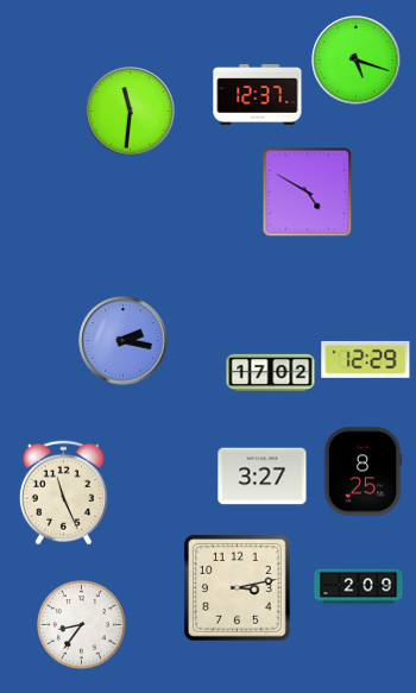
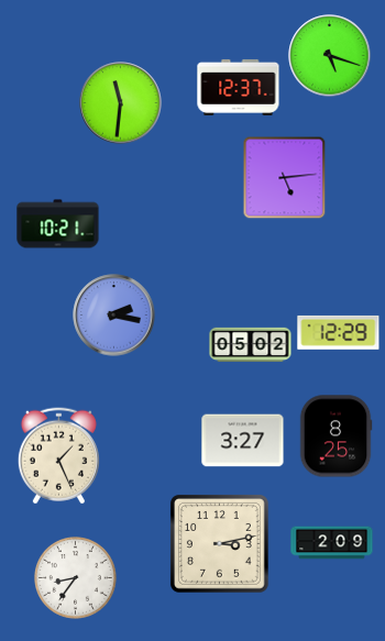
clock at (308, 193): 4:50 -> 5:14
clock at (58, 224): none -> 10:21
clock at (271, 373): 17:02 -> 05:02
clock at (63, 493): 11:26 -> 1:26
